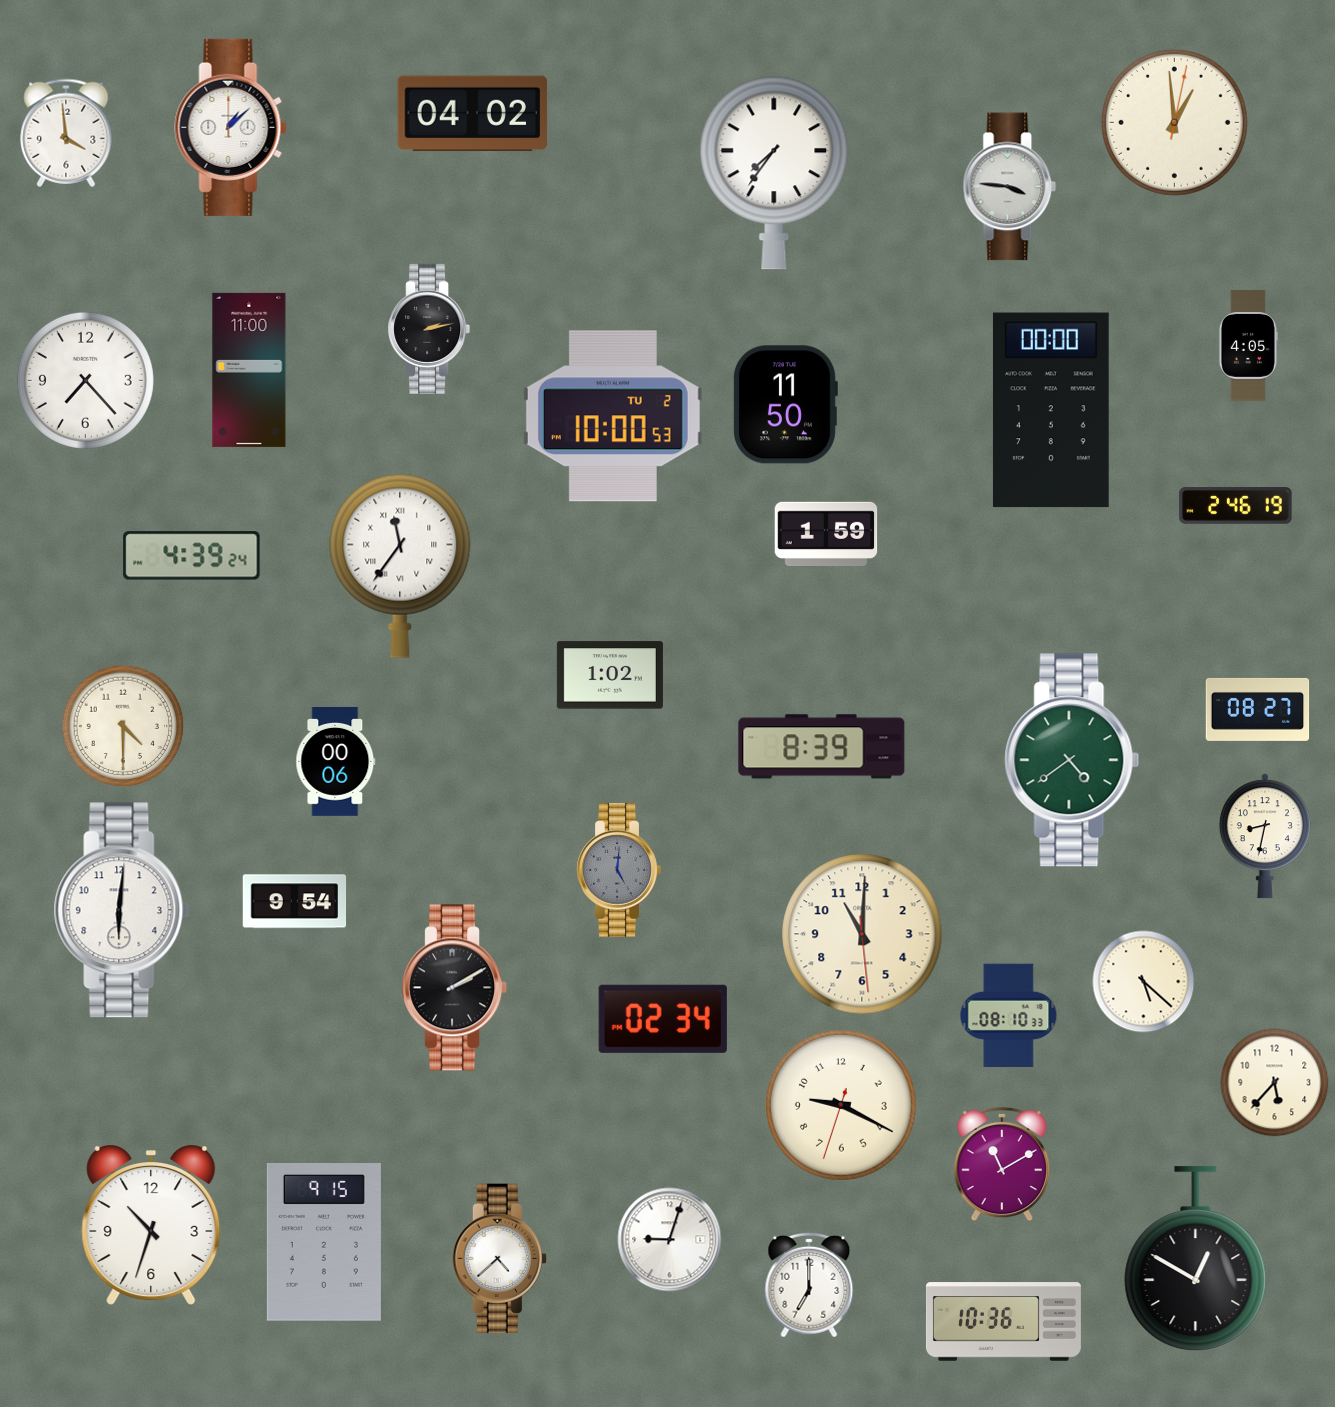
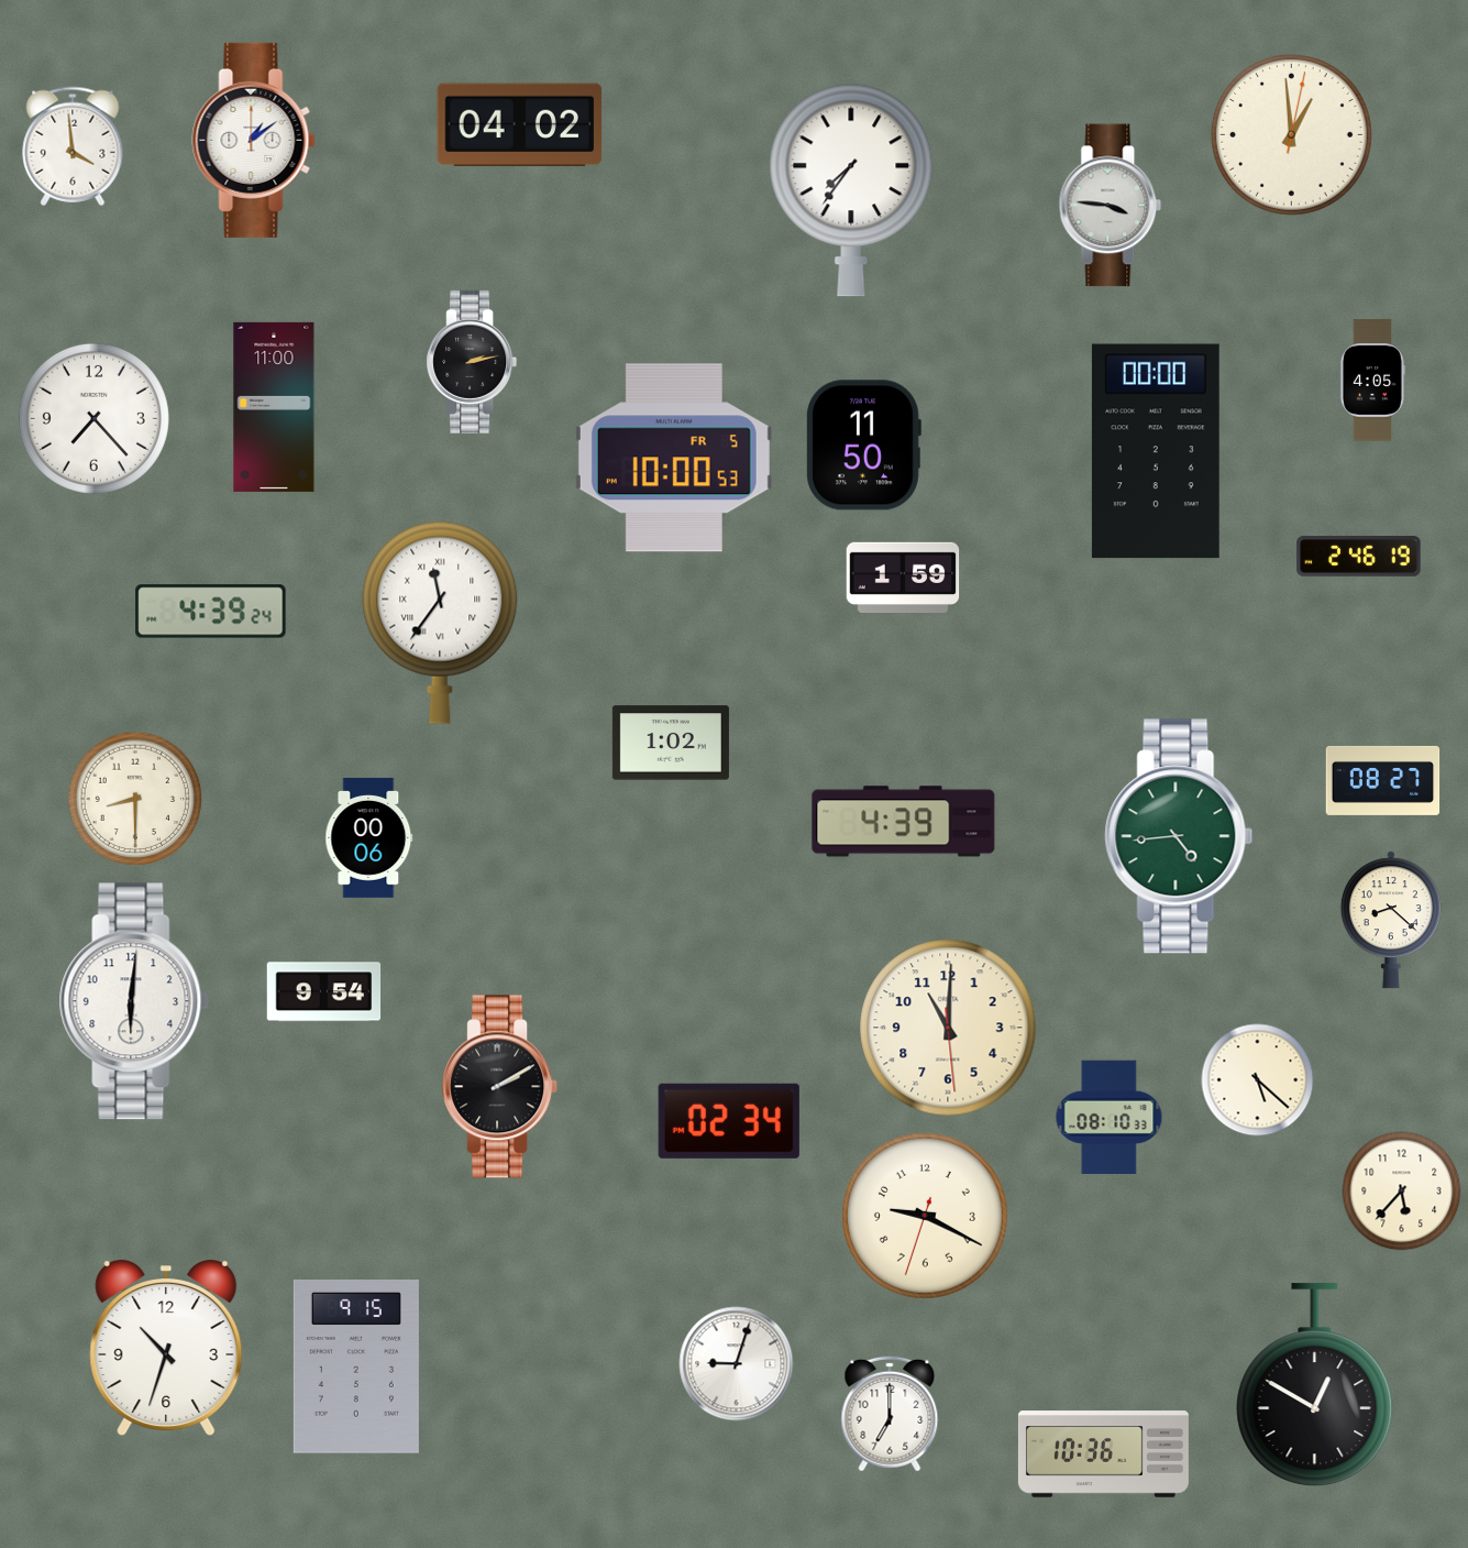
clock at (231, 127): 1:08 -> 1:09
clock at (613, 416) date: TU 2 -> FR 5
clock at (826, 534) position: (826, 534) -> (903, 578)
clock at (123, 726): 4:30 -> 8:30
clock at (822, 747): 8:39 -> 4:39
clock at (1072, 760): 4:39 -> 4:44
clock at (1265, 836): 8:32 -> 8:22
clock at (619, 871): 5:01 -> none
clock at (1002, 1164): 11:10 -> none
clock at (499, 1259): 4:38 -> none
